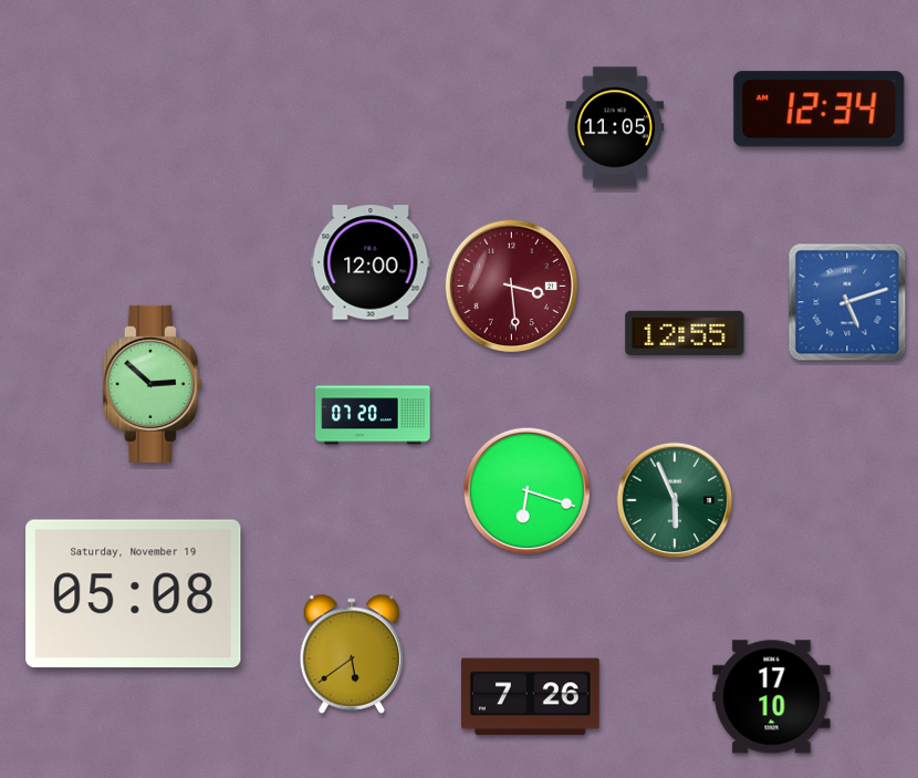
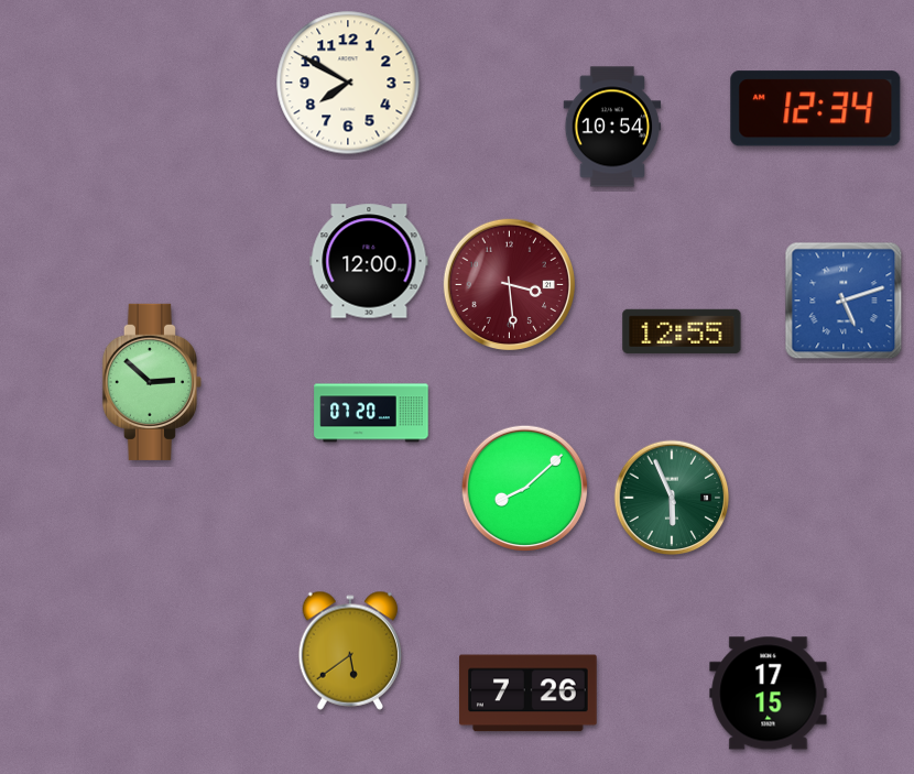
clock at (348, 83): none -> 7:50
clock at (615, 127): 11:05 -> 10:54
clock at (528, 491): 6:18 -> 8:08
clock at (134, 594): 05:08 -> none
clock at (772, 697): 17:10 -> 17:15
